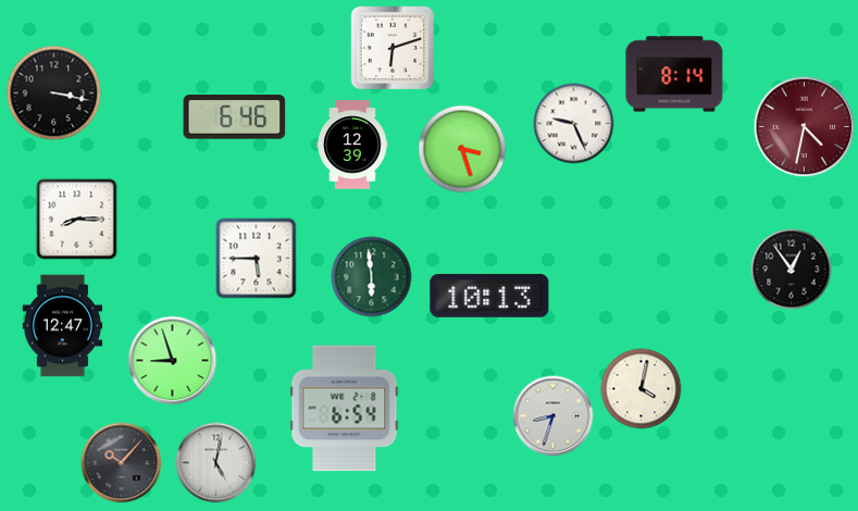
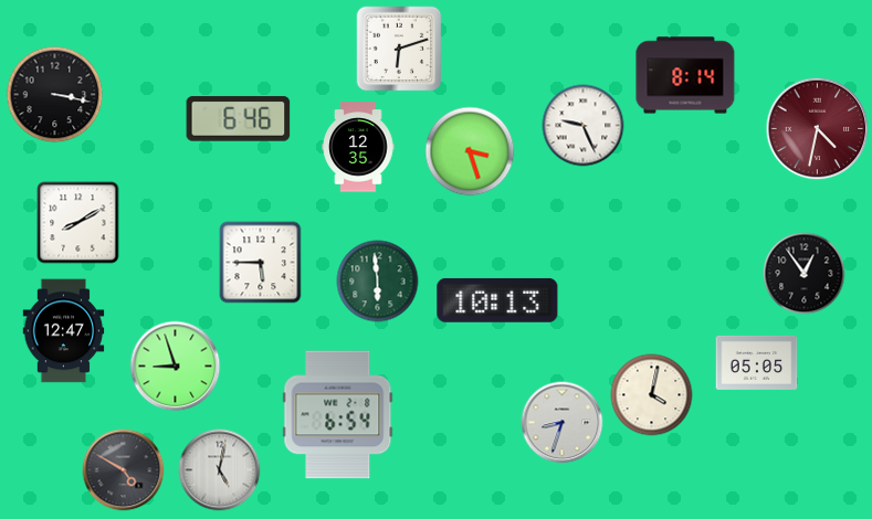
clock at (352, 145): 12:39 -> 12:35
clock at (77, 220): 8:15 -> 8:10
clock at (757, 362): none -> 05:05
clock at (345, 409) position: (345, 409) -> (338, 415)
clock at (122, 463): 10:07 -> 4:50
